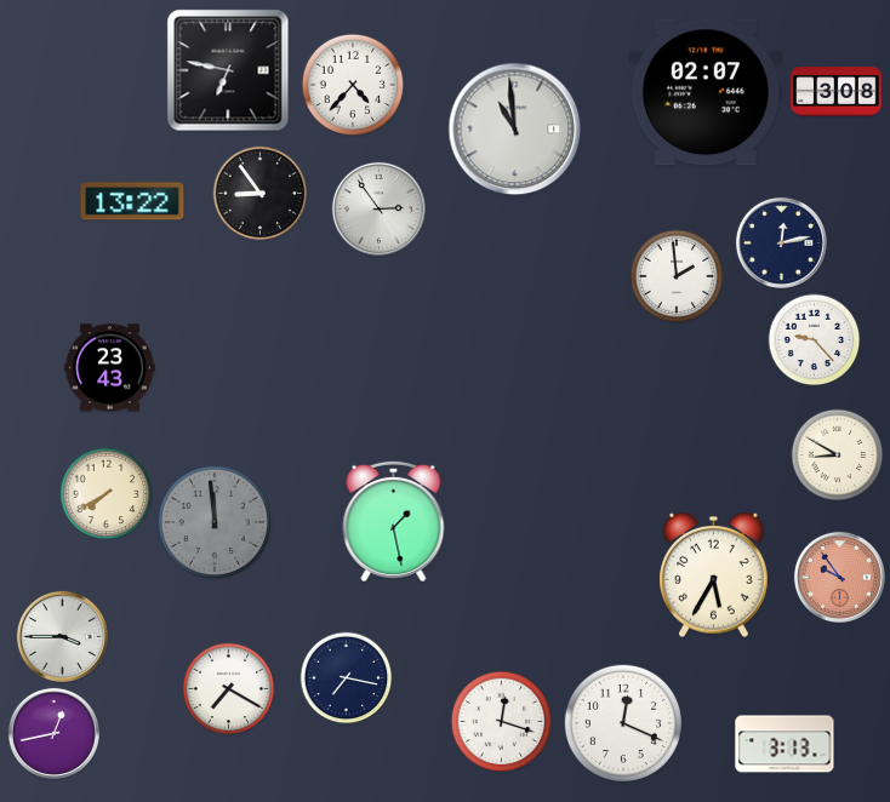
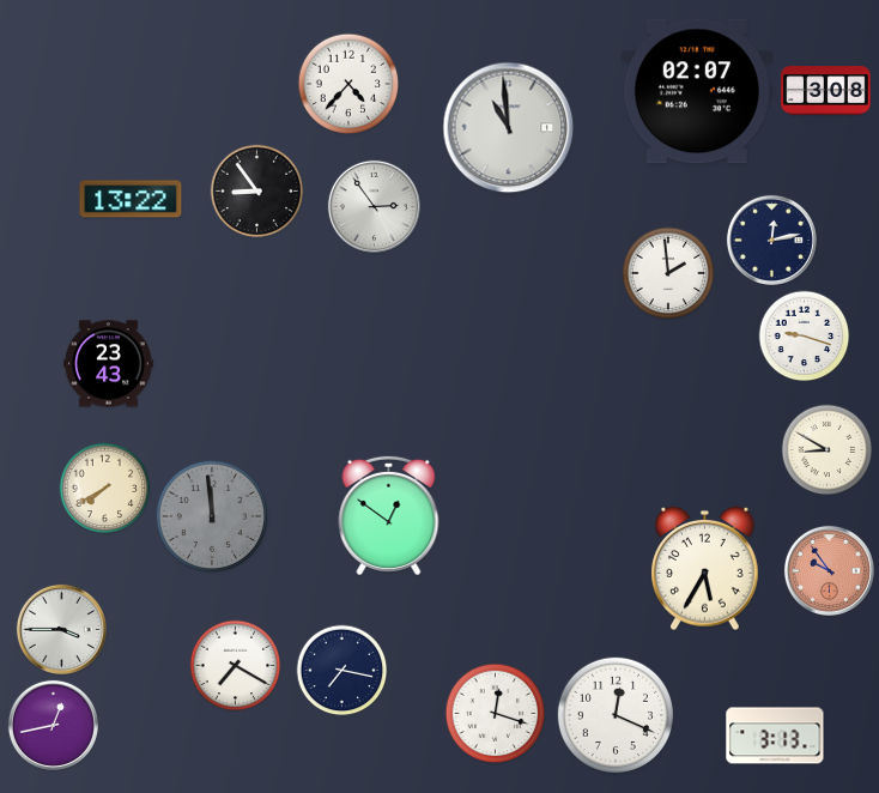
clock at (228, 70): 6:47 -> none
clock at (815, 340): 9:23 -> 9:18
clock at (394, 521): 1:28 -> 12:51
clock at (229, 689) position: (229, 689) -> (236, 666)
